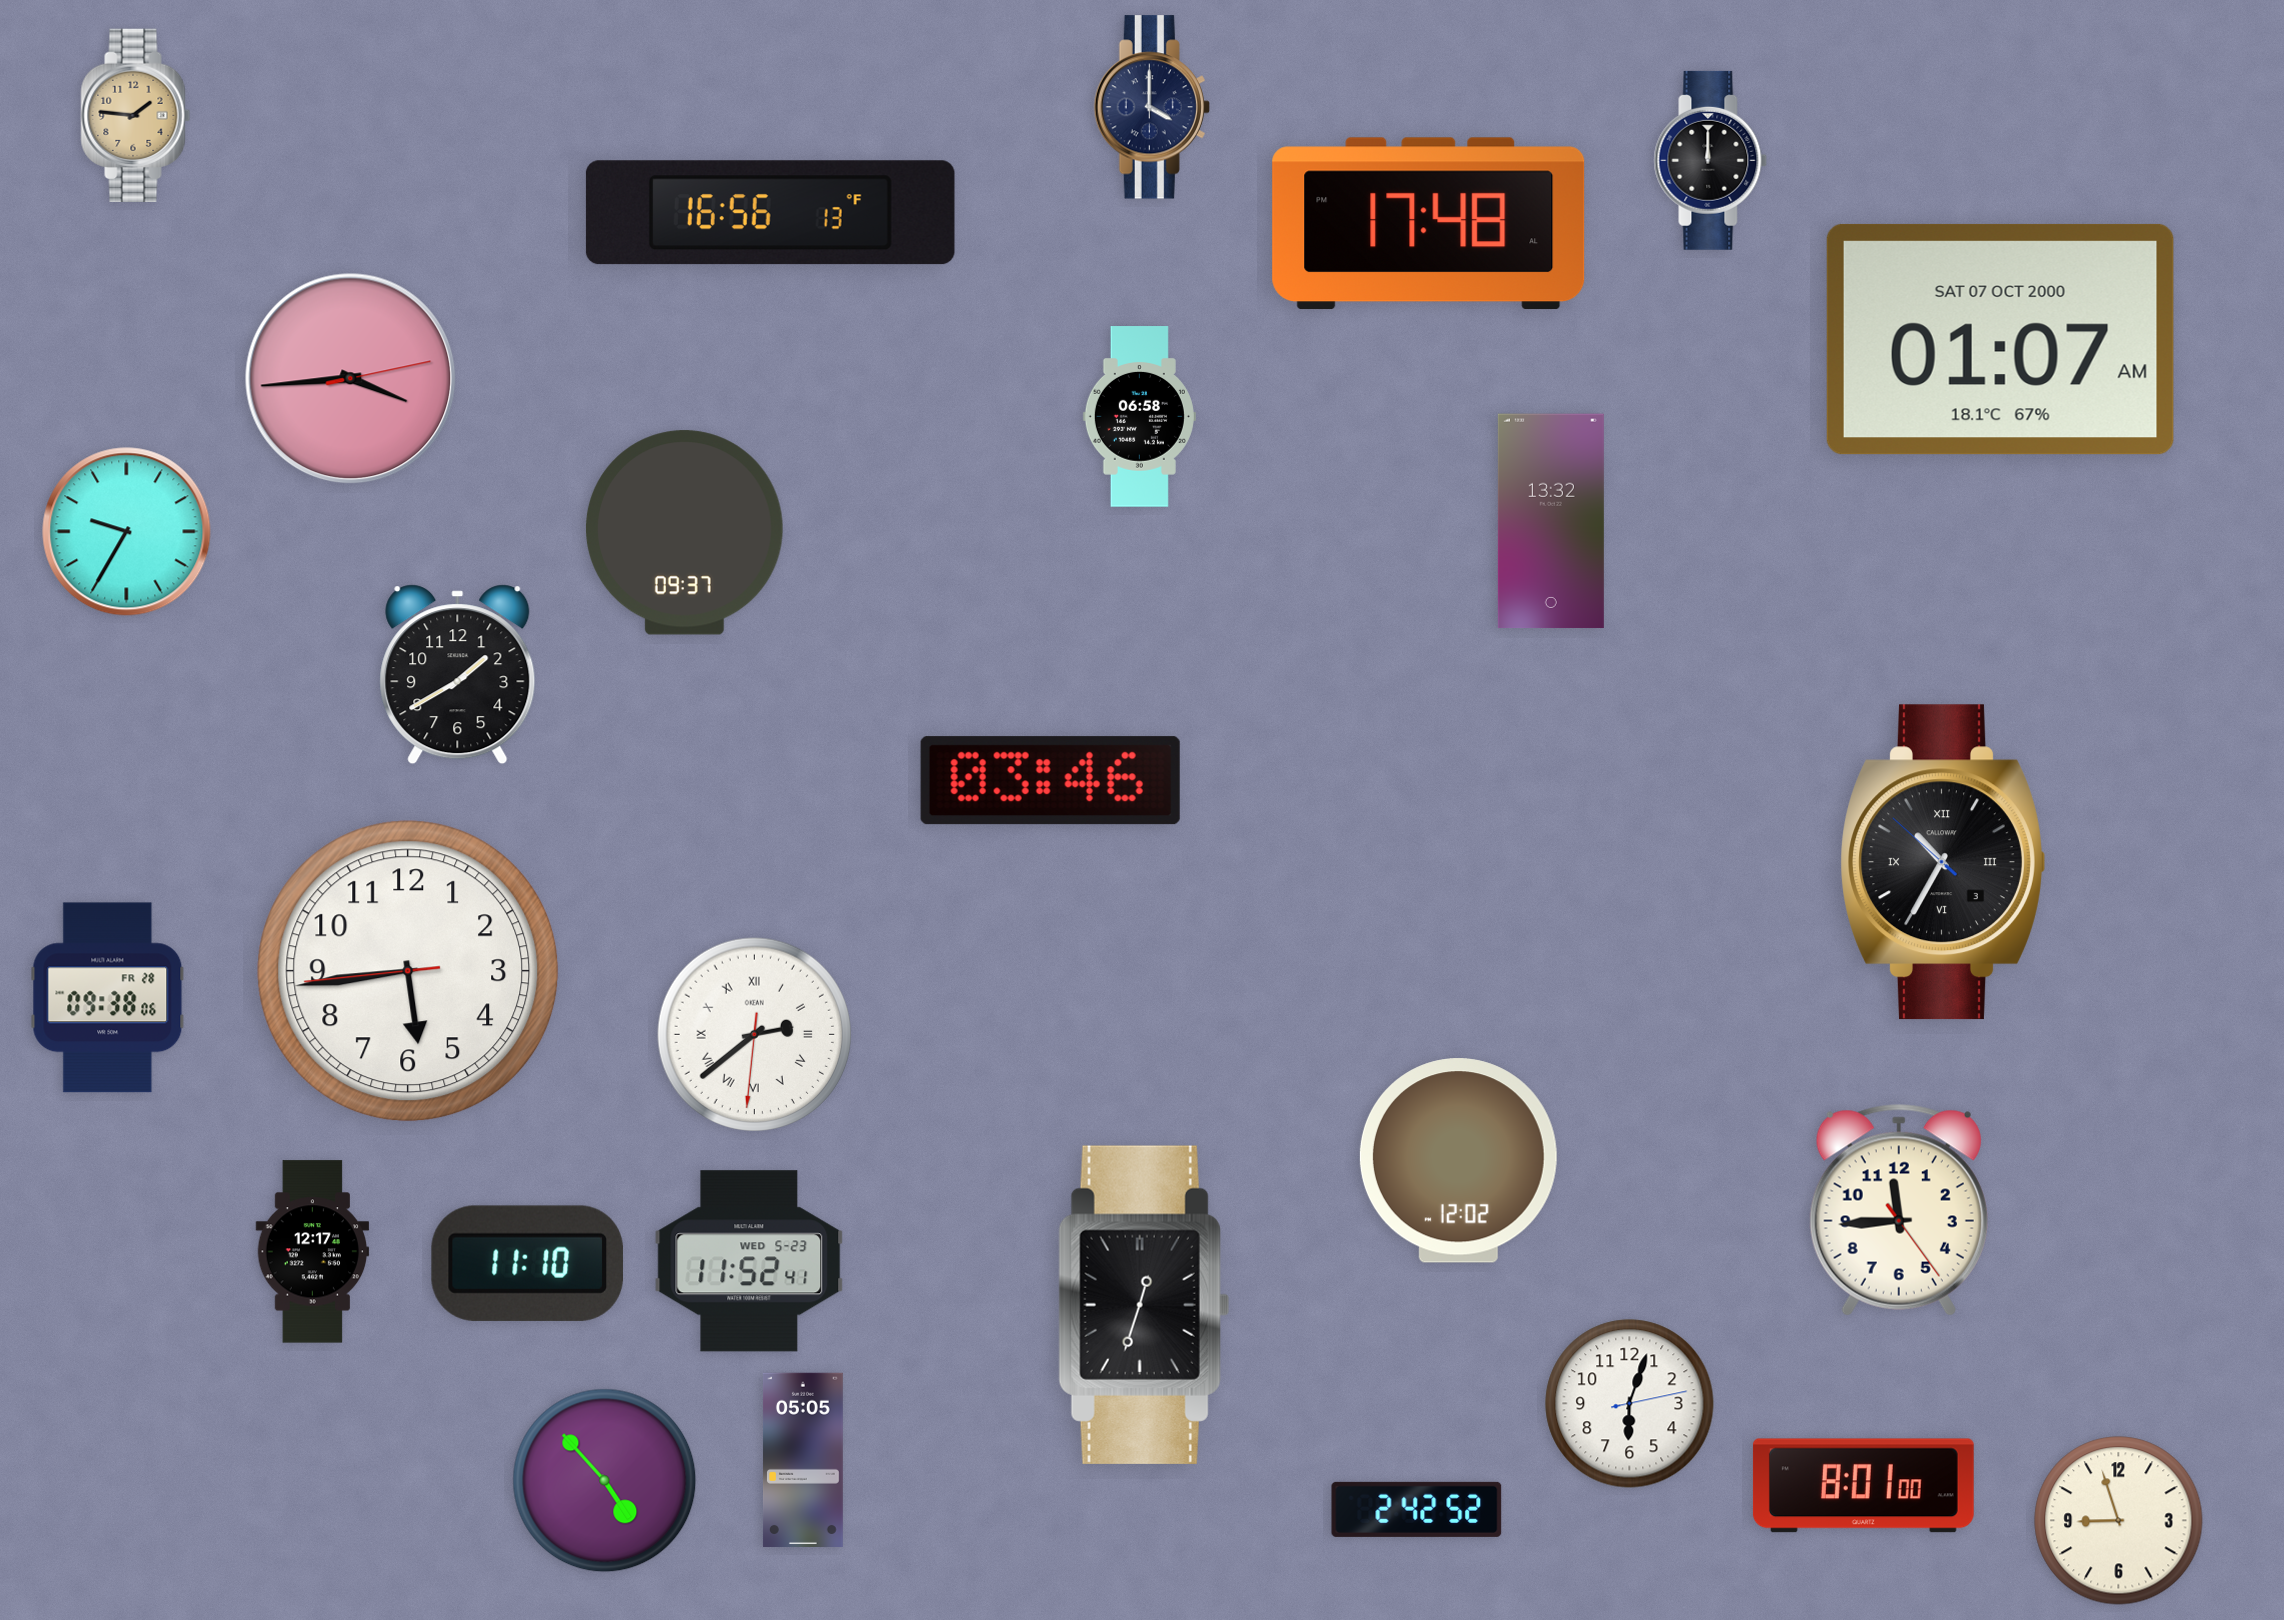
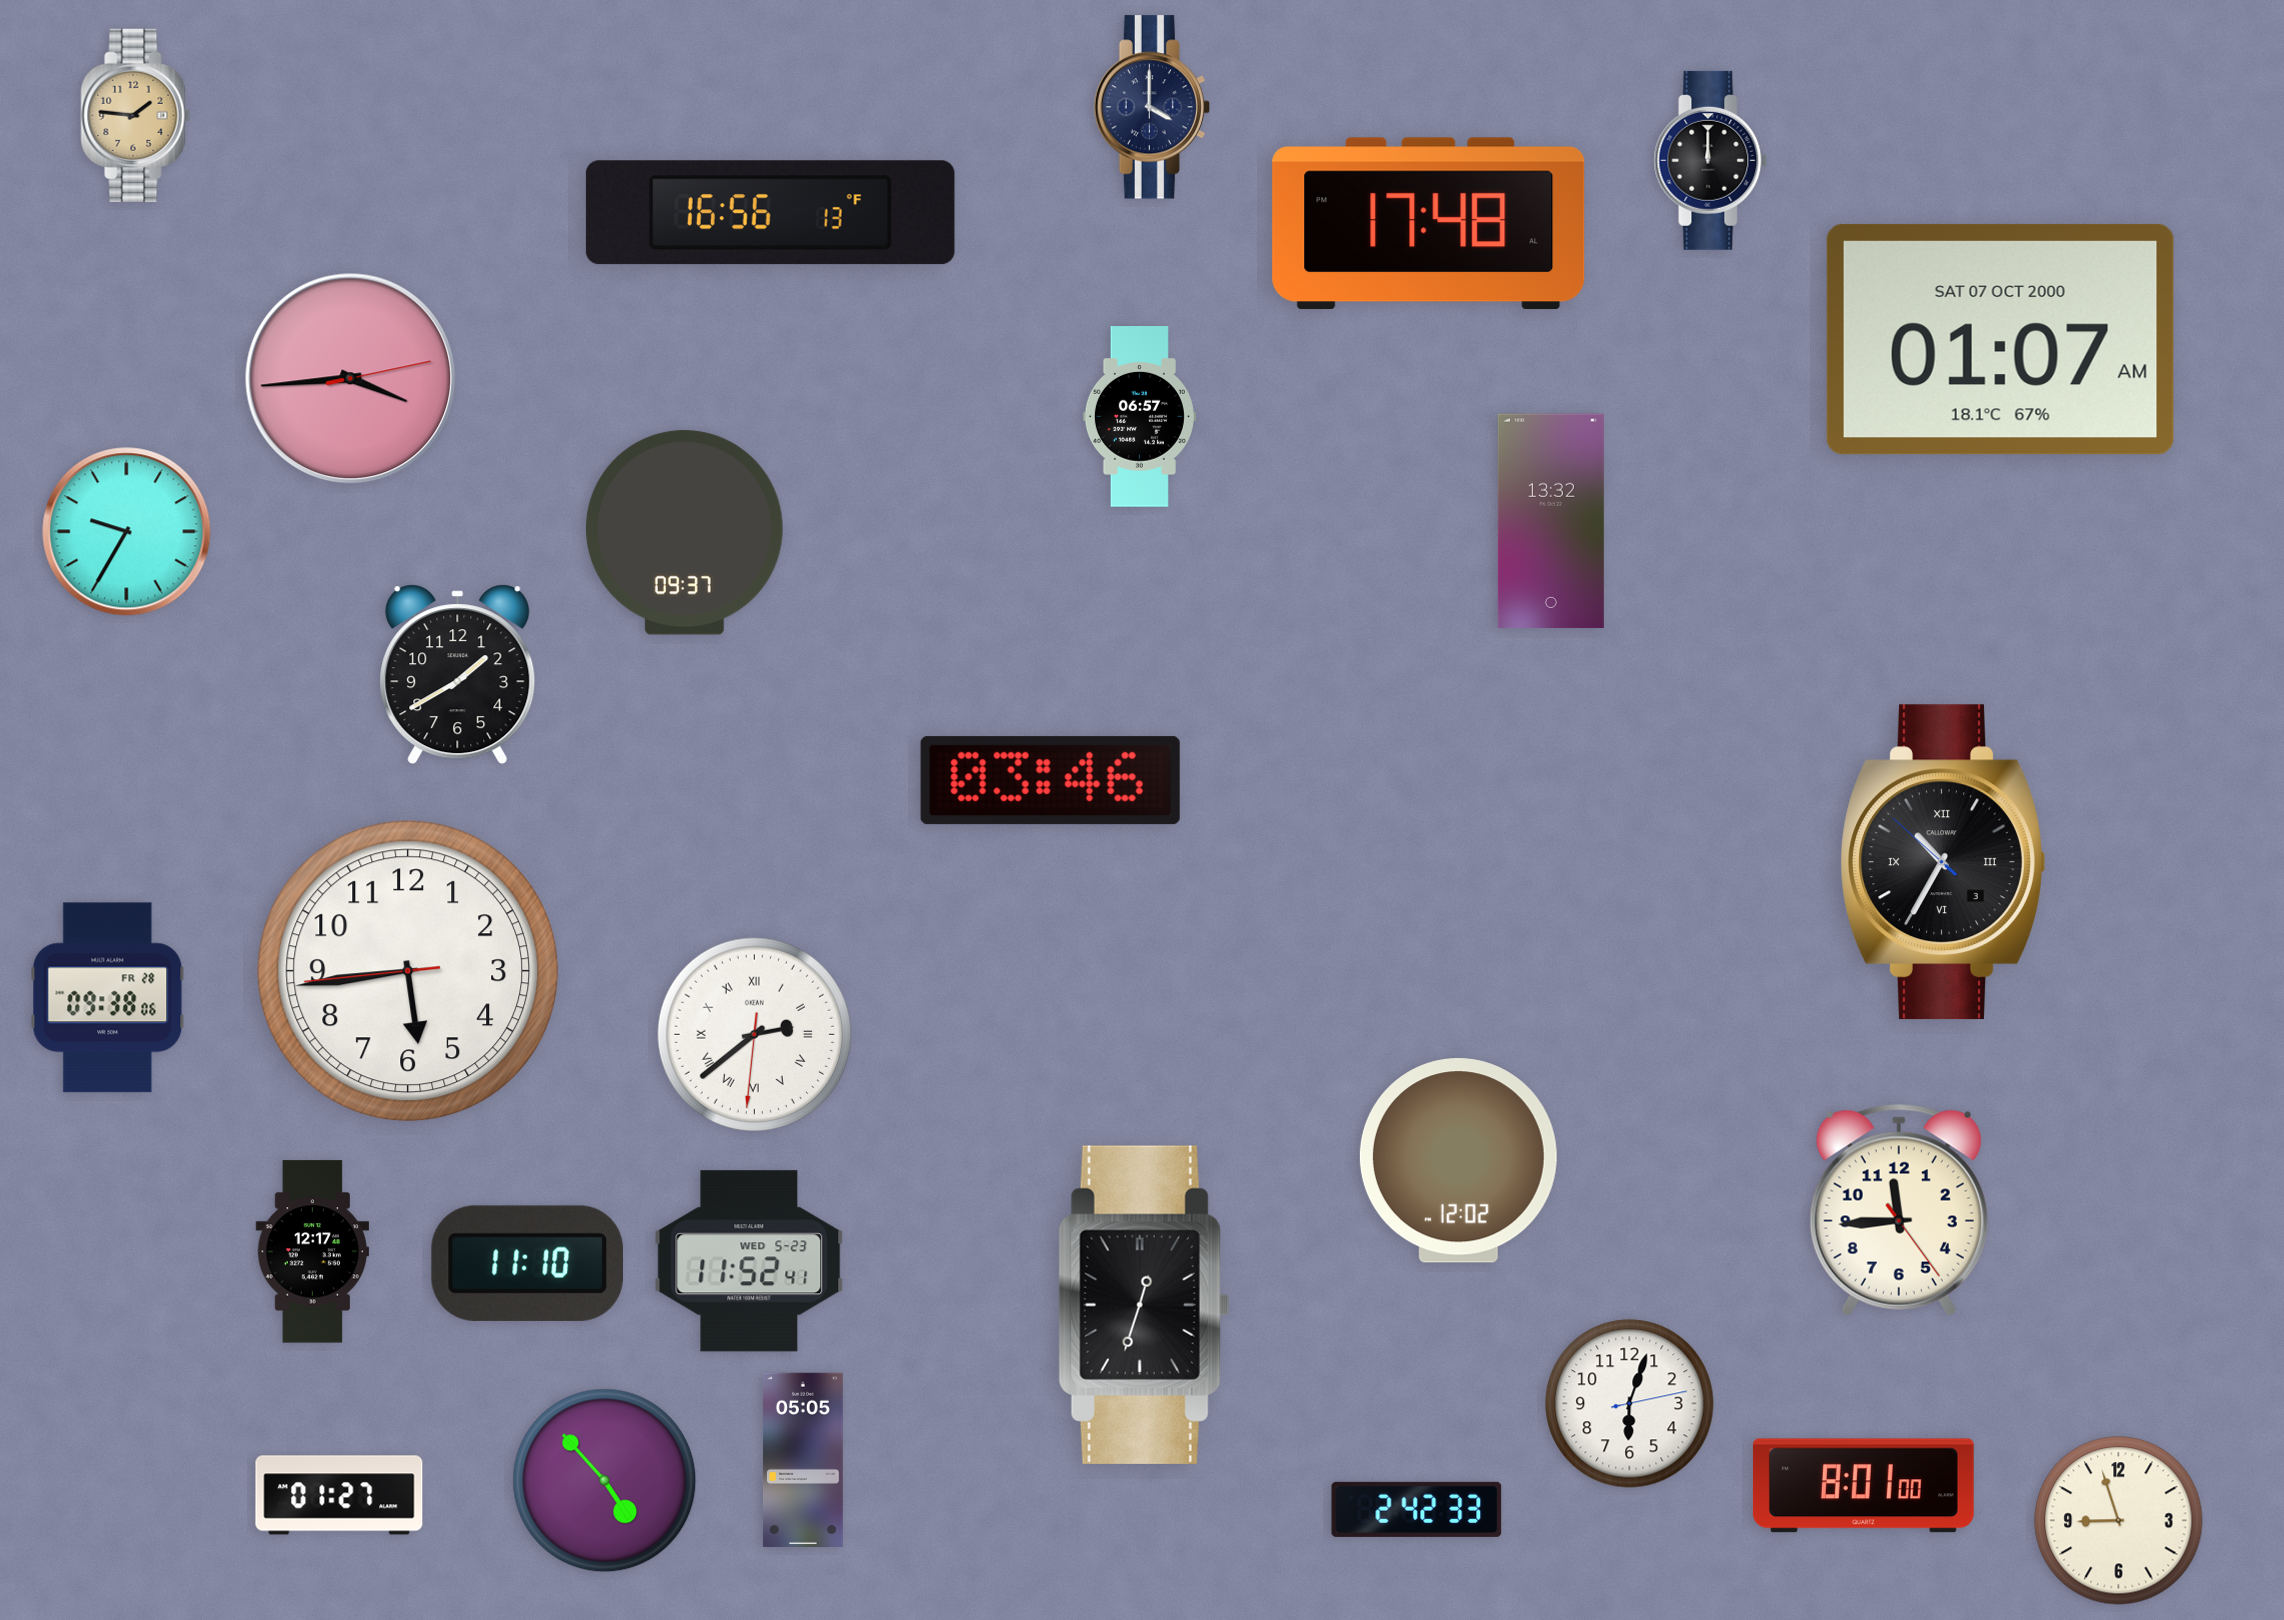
clock at (1139, 417): 06:58 -> 06:57
clock at (339, 1495): none -> 01:27
clock at (1417, 1509): 2:42:52 -> 2:42:33
